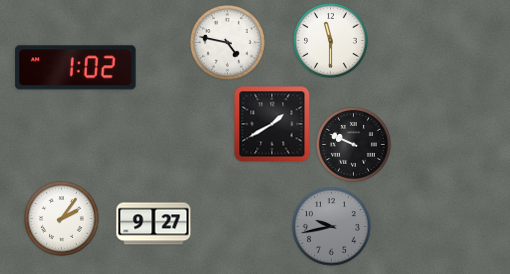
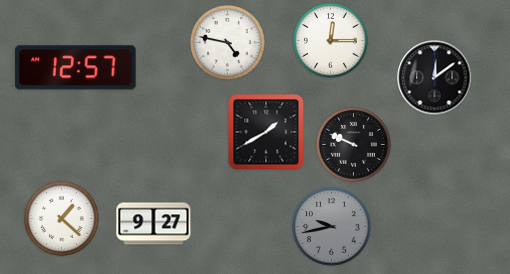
clock at (331, 41): 11:30 -> 12:15
clock at (76, 68): 1:02 -> 12:57
clock at (435, 78): none -> 12:09
clock at (272, 124) position: (272, 124) -> (266, 132)
clock at (62, 219): 2:06 -> 1:22
